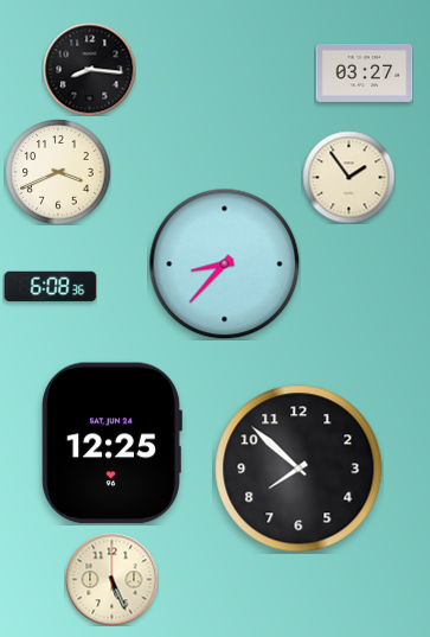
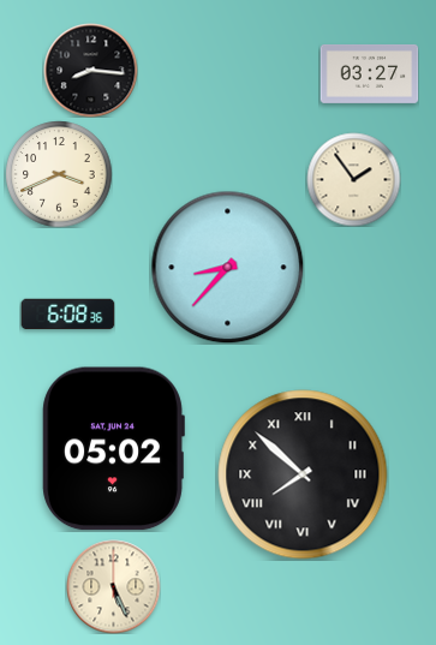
clock at (50, 287) position: (50, 287) -> (67, 315)
clock at (111, 444): 12:25 -> 05:02
clock at (299, 469) numerals: Arabic -> Roman
